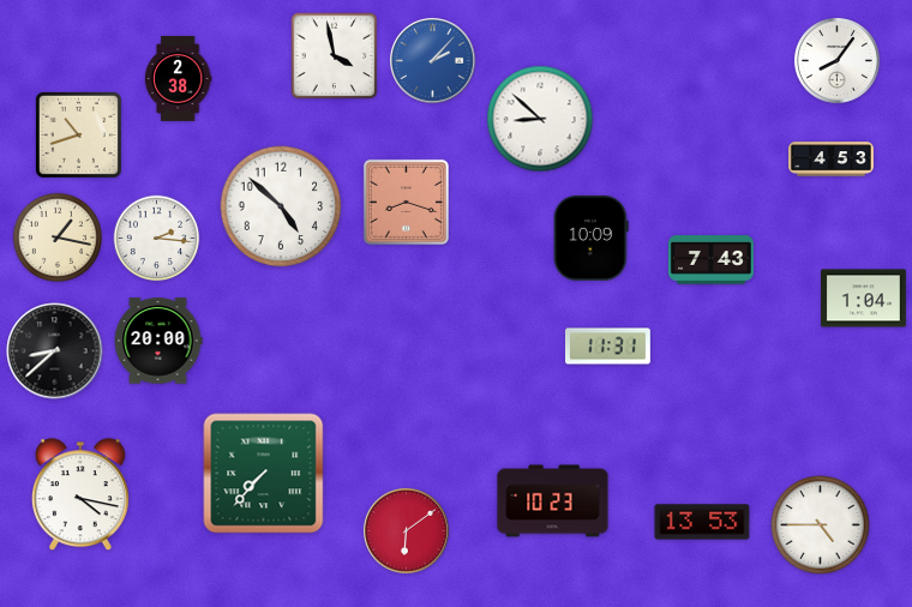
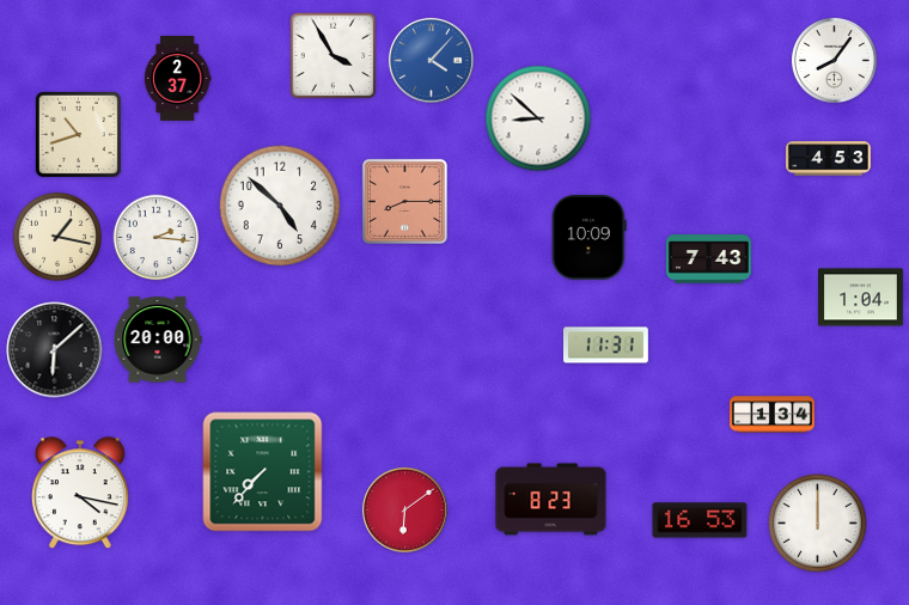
clock at (335, 56): 3:58 -> 3:55
clock at (433, 61): 2:07 -> 4:07
clock at (178, 79): 2:38 -> 2:37
clock at (406, 202): 8:18 -> 8:15
clock at (55, 351): 8:38 -> 6:08
clock at (773, 415): none -> 1:34
clock at (553, 501): 10:23 -> 8:23
clock at (702, 522): 13:53 -> 16:53
clock at (821, 525): 4:45 -> 12:00
clock at (407, 531) position: (407, 531) -> (405, 511)
